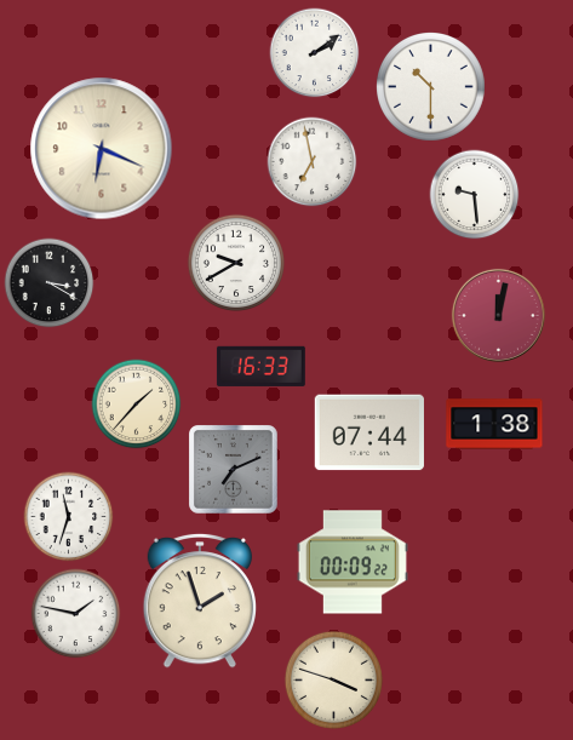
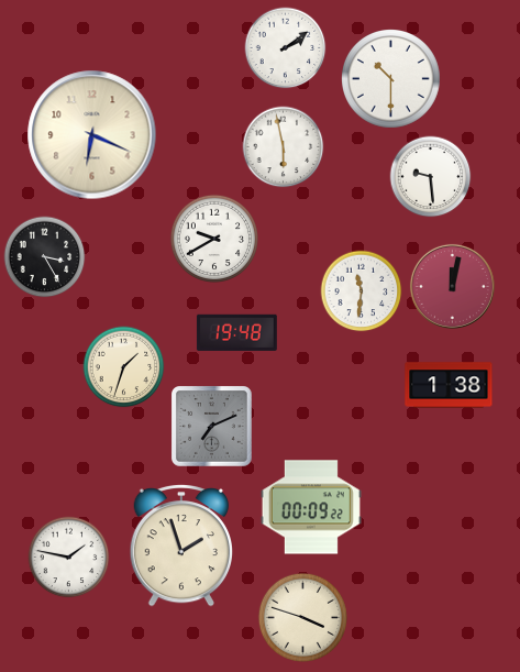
clock at (313, 162): 6:58 -> 5:58
clock at (50, 283): 3:20 -> 3:25
clock at (362, 291): none -> 11:31
clock at (260, 366): 16:33 -> 19:48
clock at (137, 405): 1:37 -> 1:33
clock at (369, 432): 07:44 -> none
clock at (69, 517): 11:33 -> none
clock at (353, 562) position: (353, 562) -> (311, 507)
